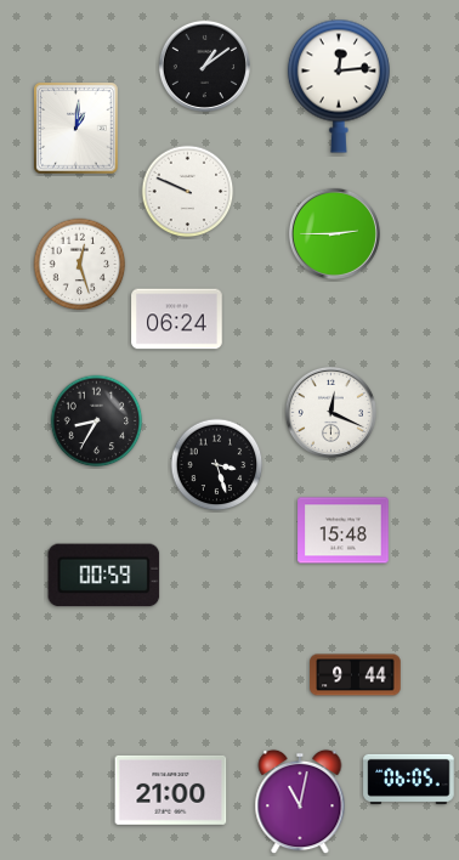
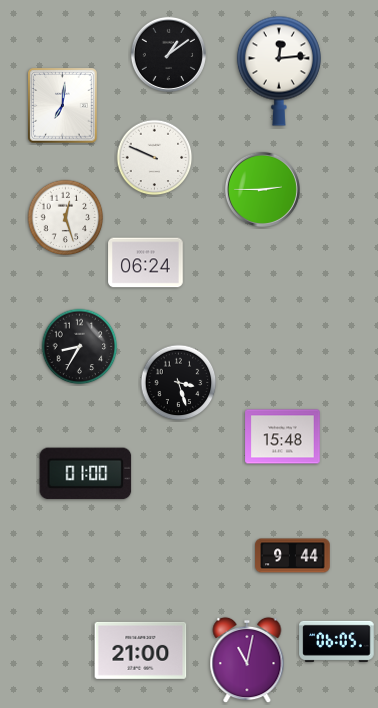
clock at (76, 129): 1:01 -> 7:01
clock at (334, 233) position: (334, 233) -> (262, 189)
clock at (330, 412): 12:19 -> none
clock at (104, 576): 00:59 -> 01:00
